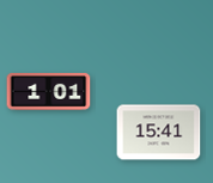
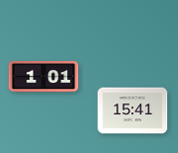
clock at (49, 92) position: (49, 92) -> (44, 77)
